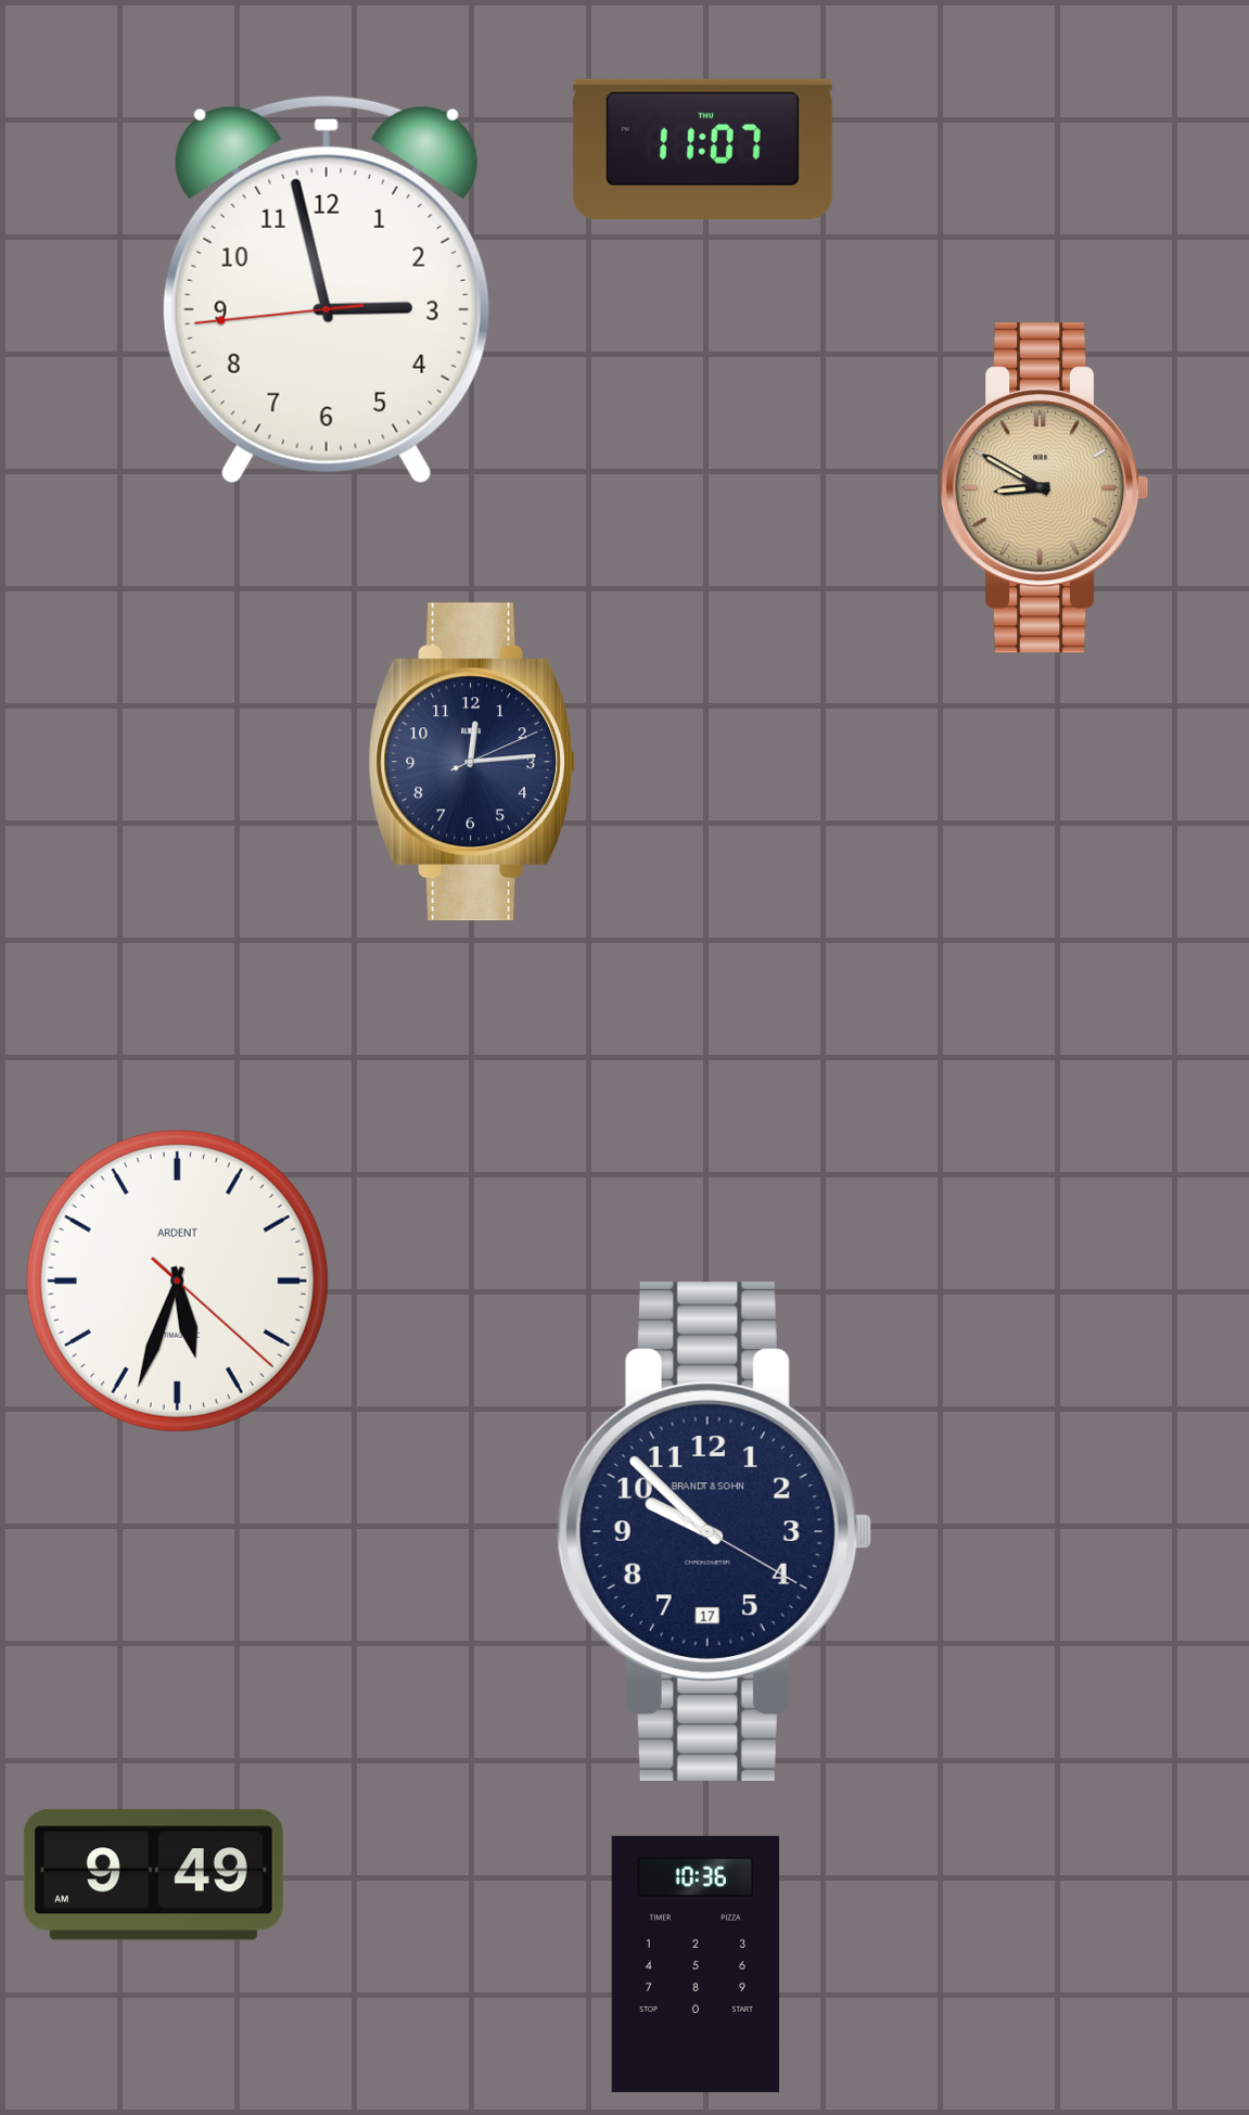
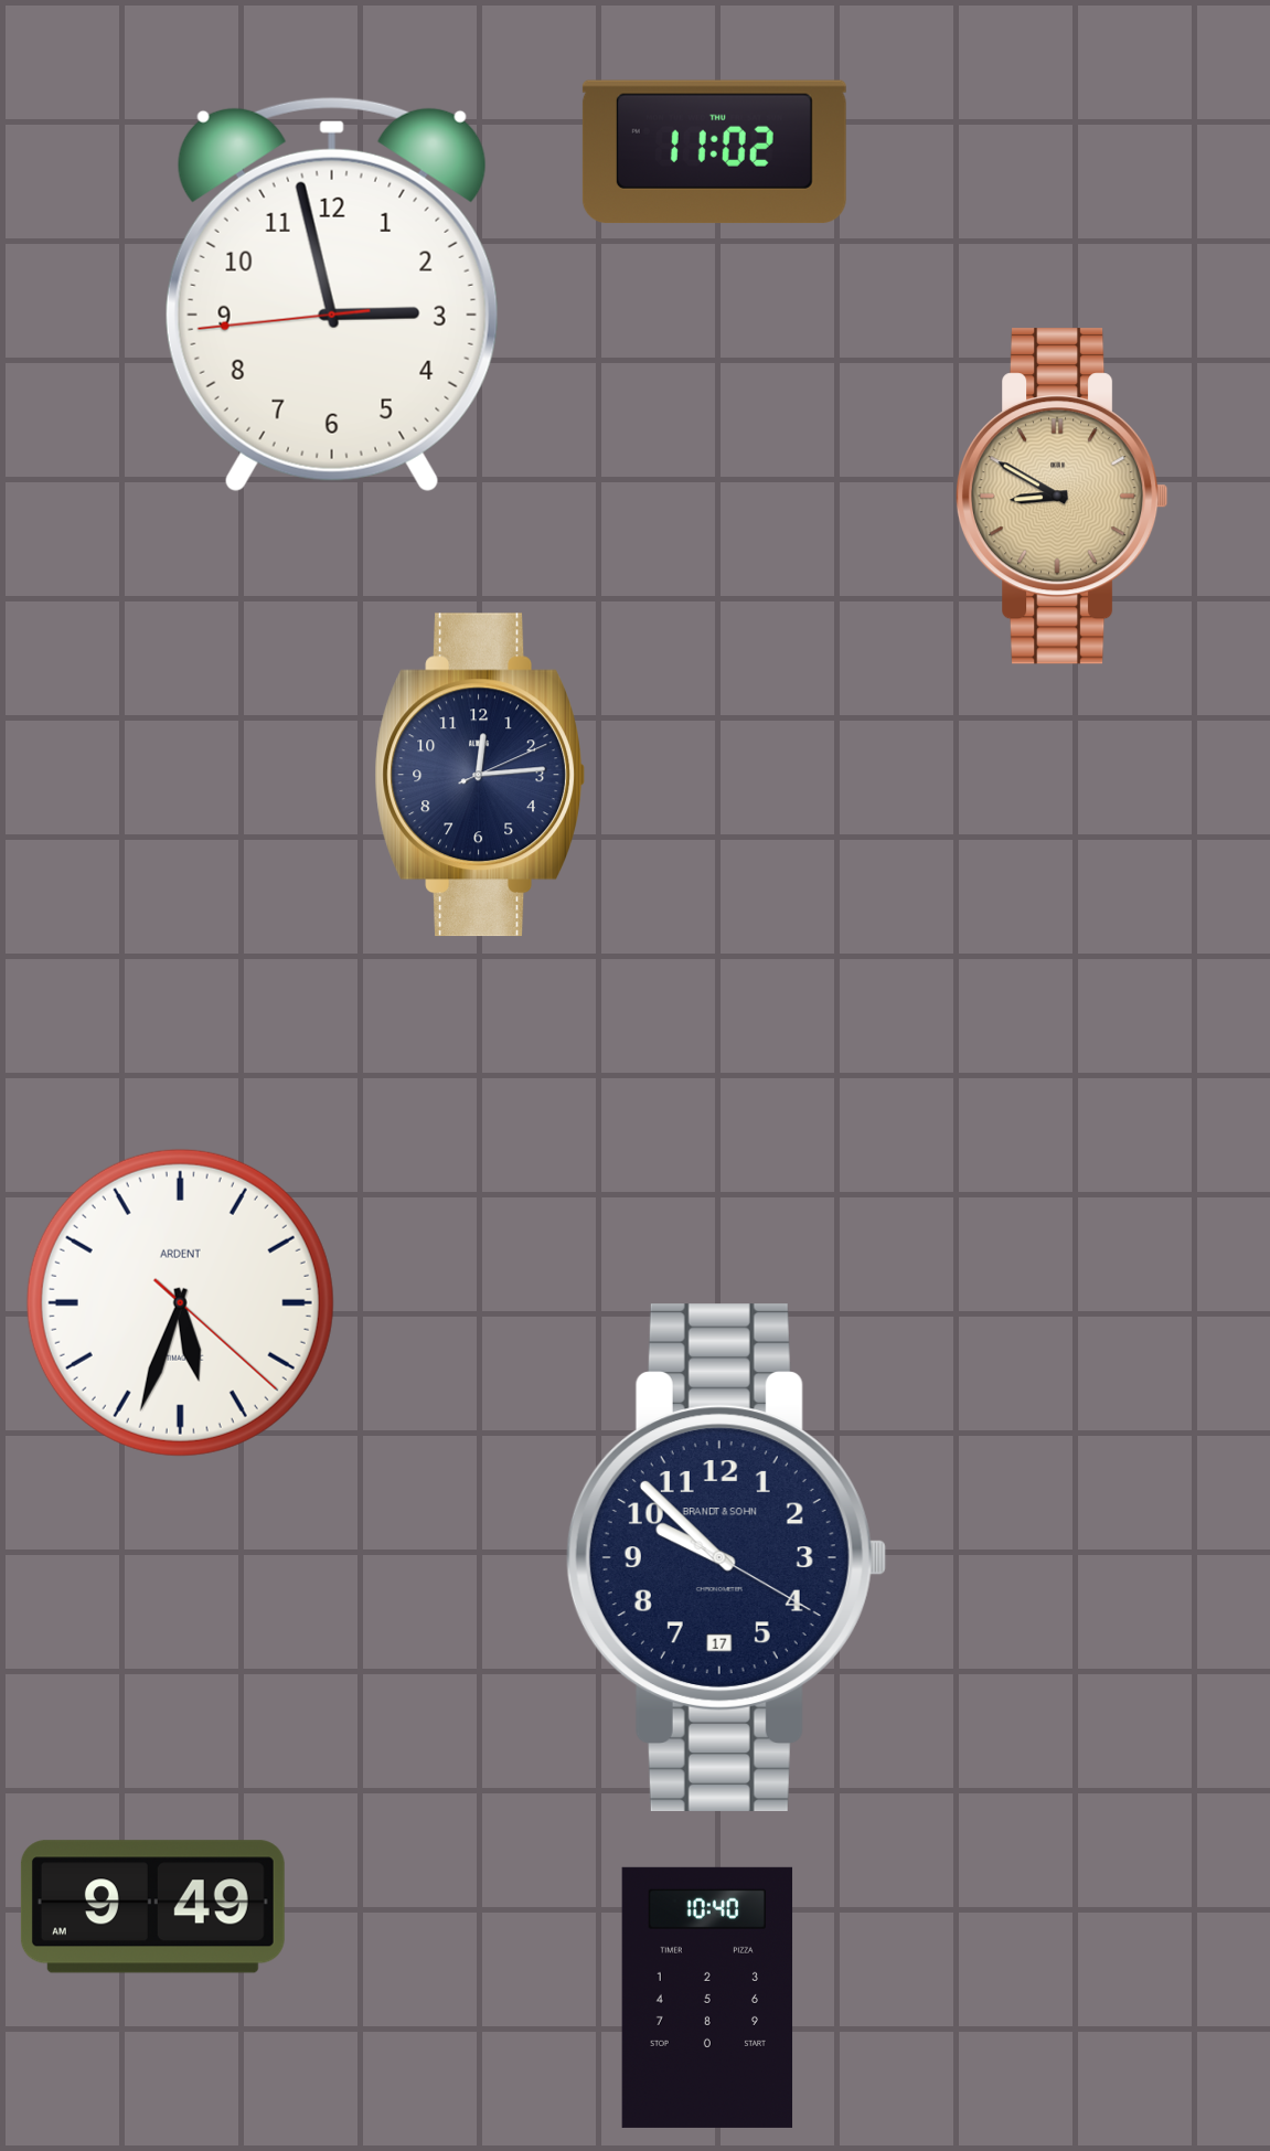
clock at (702, 150): 11:07 -> 11:02
clock at (153, 1875) position: (153, 1875) -> (152, 1907)
clock at (696, 1964): 10:36 -> 10:40
